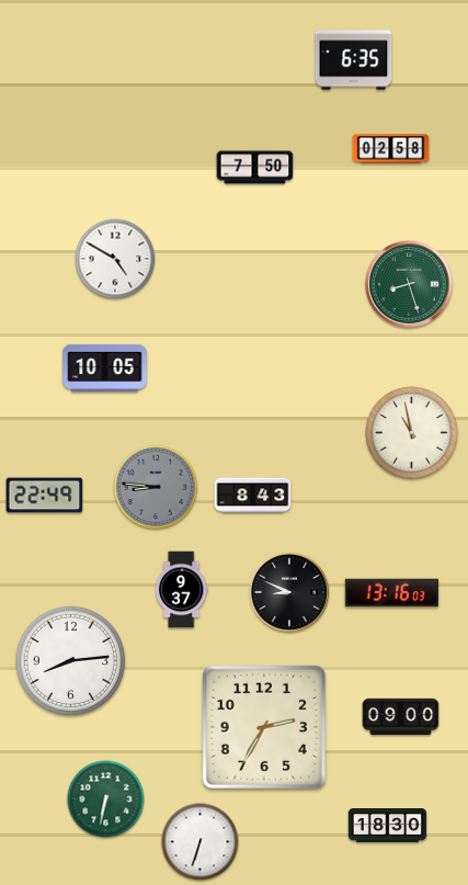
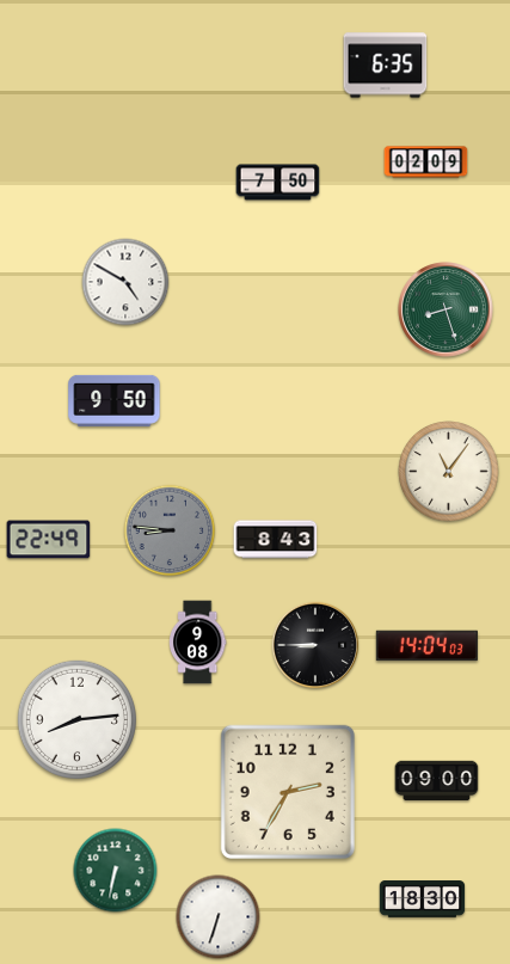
clock at (391, 149): 02:58 -> 02:09
clock at (105, 367): 10:05 -> 9:50
clock at (412, 433): 10:58 -> 11:06
clock at (181, 590): 9:37 -> 9:08
clock at (289, 592): 8:49 -> 8:45
clock at (391, 593): 13:16 -> 14:04
